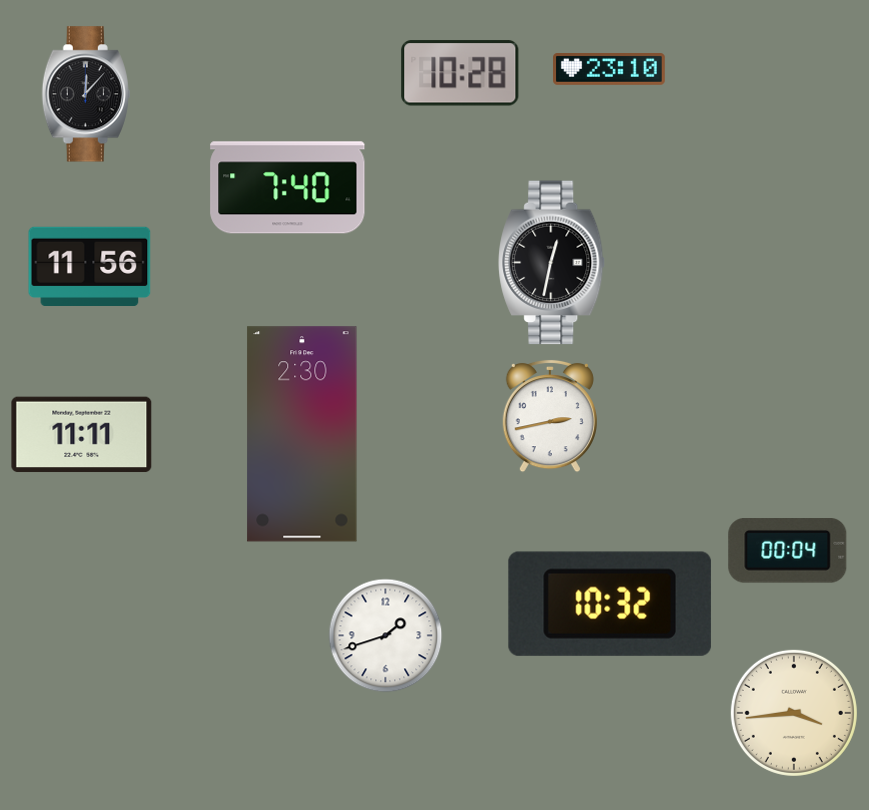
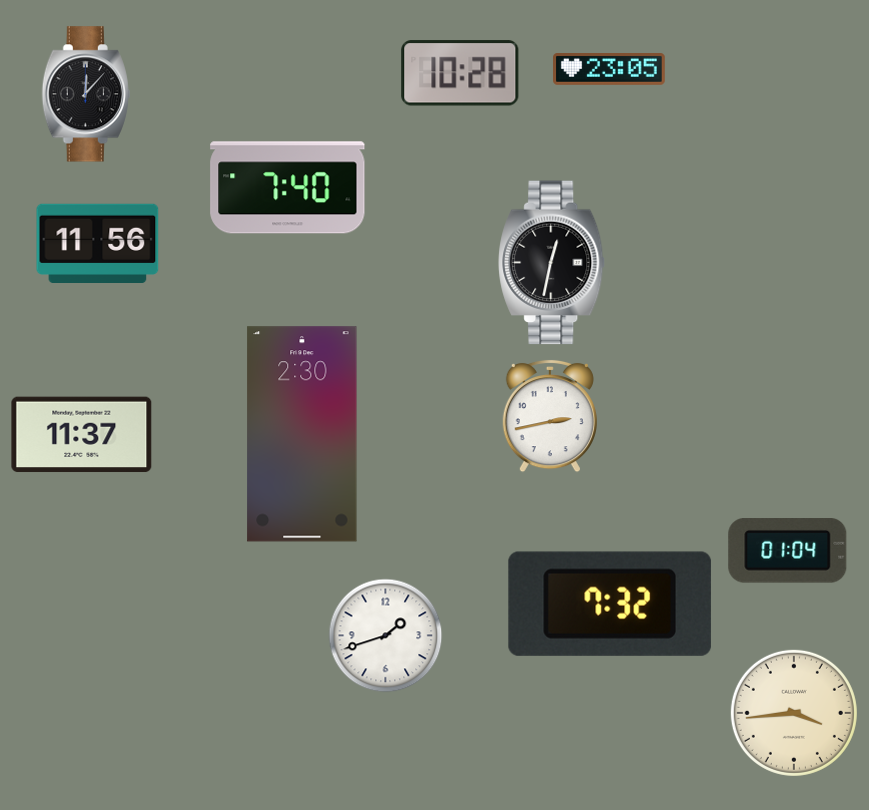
clock at (609, 70): 23:10 -> 23:05
clock at (90, 266) position: (90, 266) -> (98, 243)
clock at (82, 435): 11:11 -> 11:37
clock at (788, 551): 00:04 -> 01:04
clock at (610, 604): 10:32 -> 7:32
